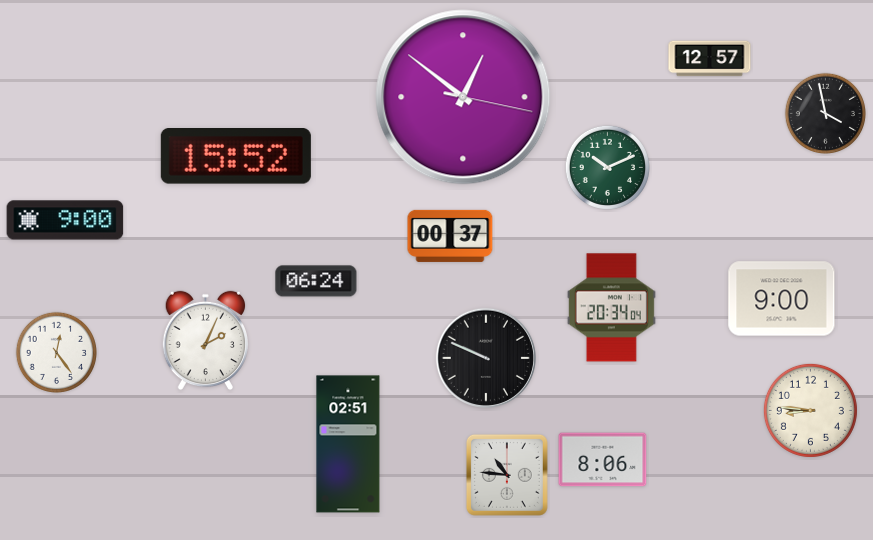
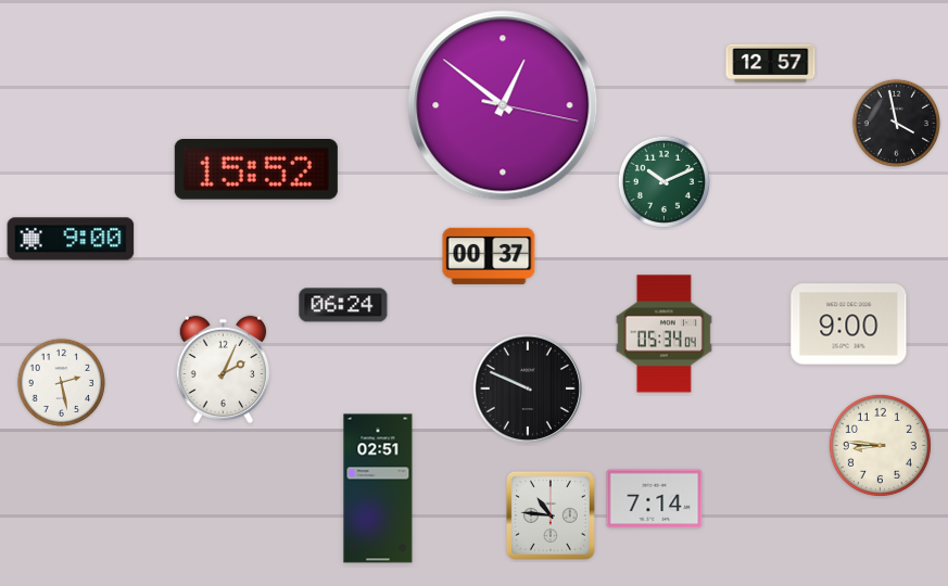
clock at (607, 167) position: (607, 167) -> (663, 181)
clock at (611, 308): 20:34 -> 05:34
clock at (56, 352): 12:24 -> 2:28
clock at (348, 444) position: (348, 444) -> (378, 488)
clock at (603, 460): 8:06 -> 7:14
